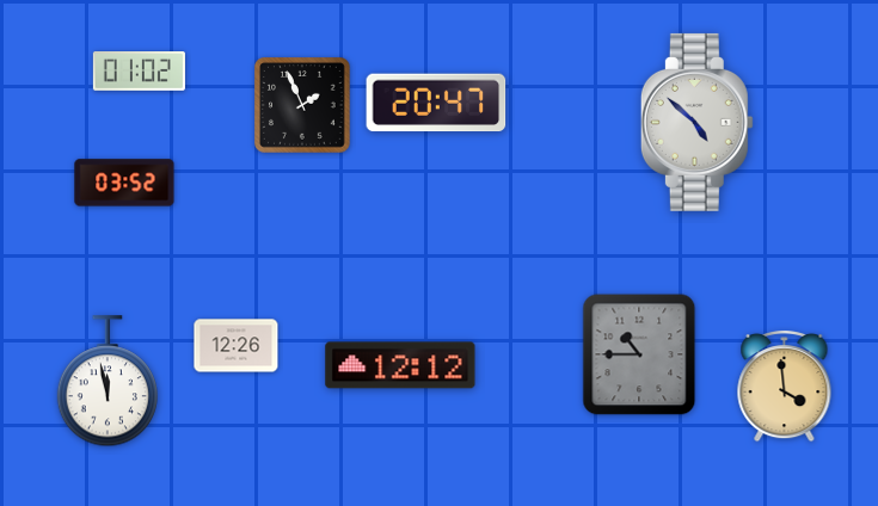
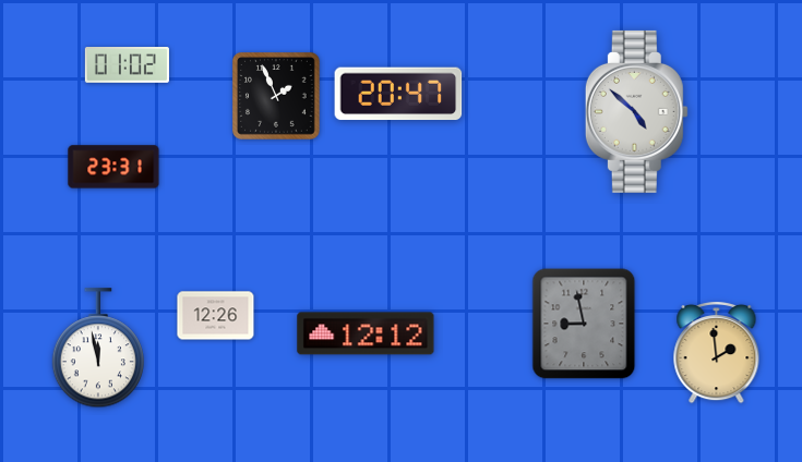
clock at (124, 183): 03:52 -> 23:31
clock at (639, 354): 10:45 -> 8:58
clock at (785, 387): 3:59 -> 1:59
